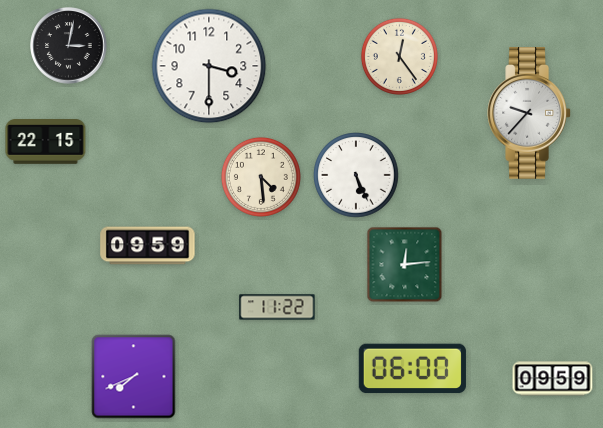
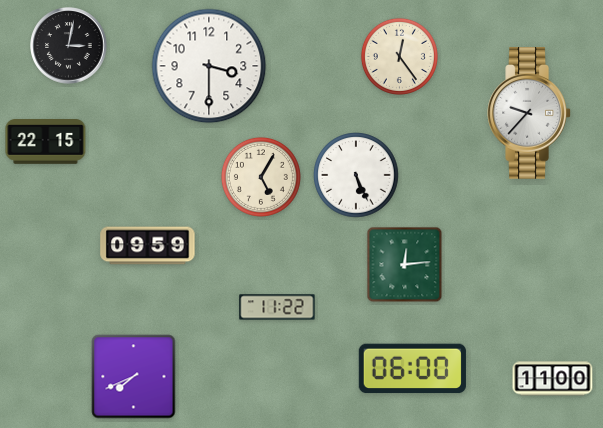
clock at (261, 177): 4:29 -> 5:05
clock at (553, 379): 09:59 -> 11:00
